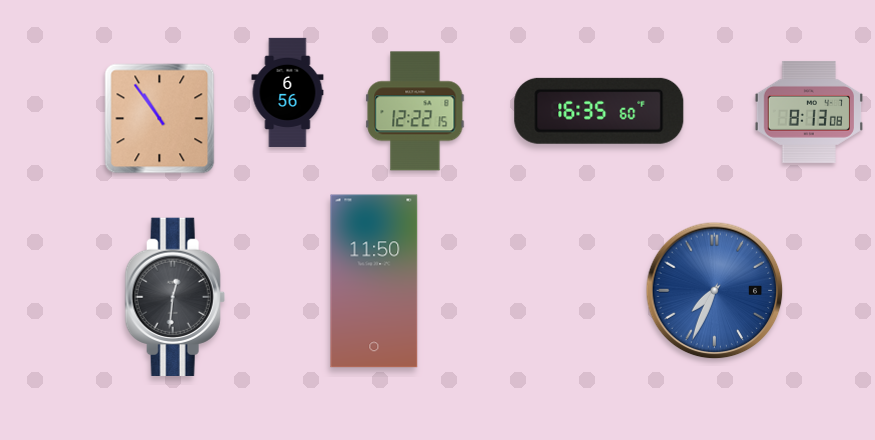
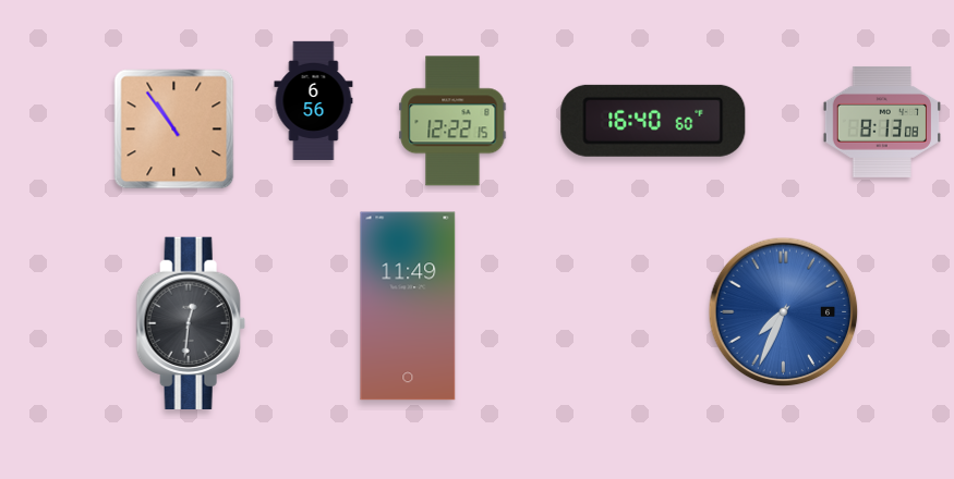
clock at (599, 111): 16:35 -> 16:40
clock at (374, 281): 11:50 -> 11:49
clock at (715, 291) position: (715, 291) -> (784, 312)
